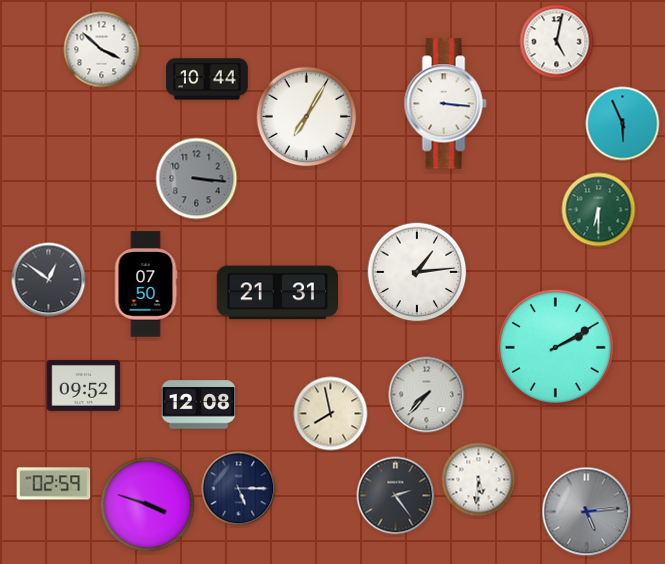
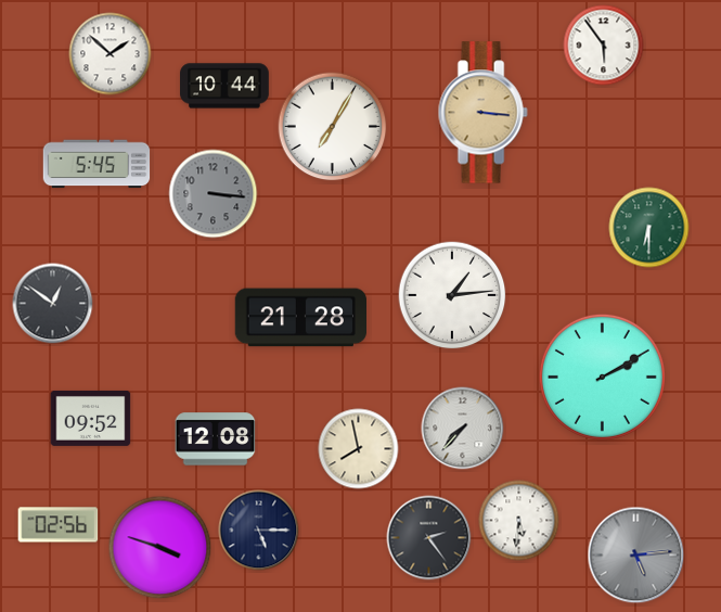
clock at (557, 42): 5:02 -> 5:54
clock at (102, 50): 3:52 -> 1:52
clock at (445, 104) dial: white -> champagne
clock at (623, 124): 5:56 -> none
clock at (96, 164): none -> 5:45
clock at (146, 284): 07:50 -> none
clock at (277, 293): 21:31 -> 21:28
clock at (54, 484): 02:59 -> 02:56
